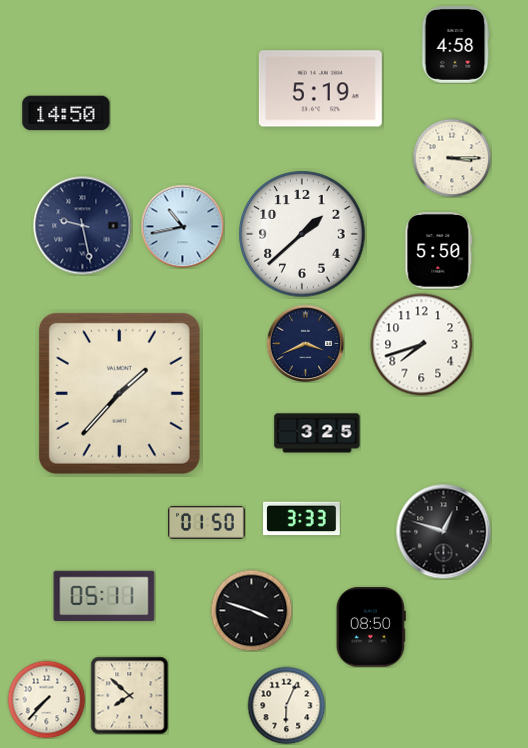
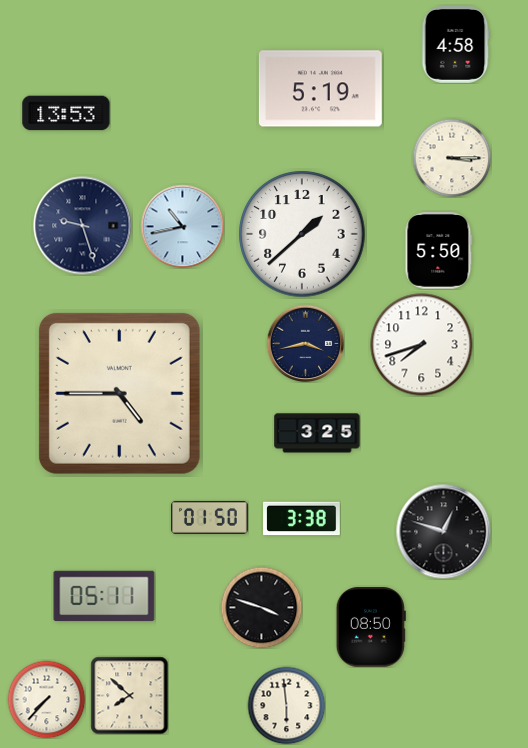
clock at (66, 113): 14:50 -> 13:53
clock at (83, 226): 9:28 -> 9:27
clock at (305, 343): 3:41 -> 3:43
clock at (119, 393): 1:37 -> 4:45
clock at (302, 519): 3:33 -> 3:38
clock at (207, 522) position: (207, 522) -> (210, 517)
clock at (251, 610) position: (251, 610) -> (261, 607)
clock at (286, 705): 6:04 -> 5:59
